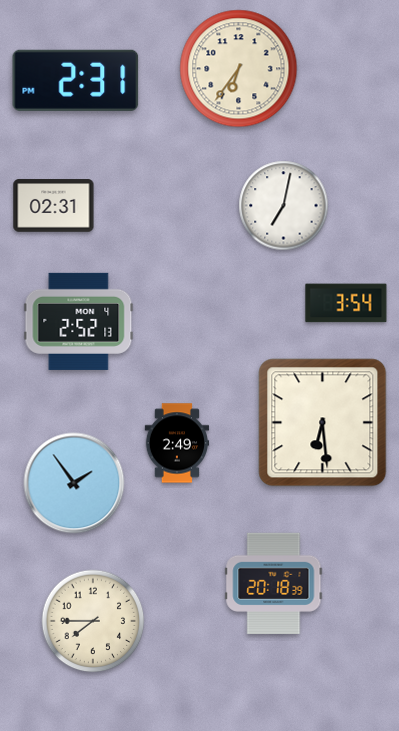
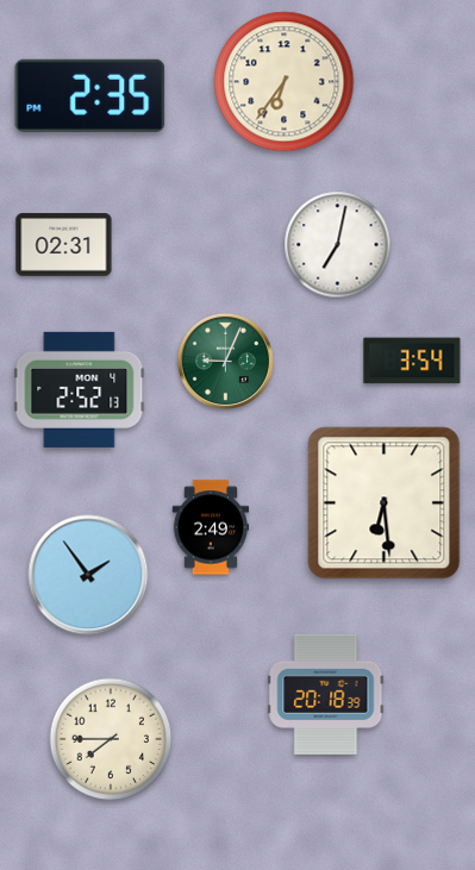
clock at (76, 80): 2:31 -> 2:35
clock at (225, 361): none -> 9:04
clock at (79, 321) position: (79, 321) -> (80, 389)
